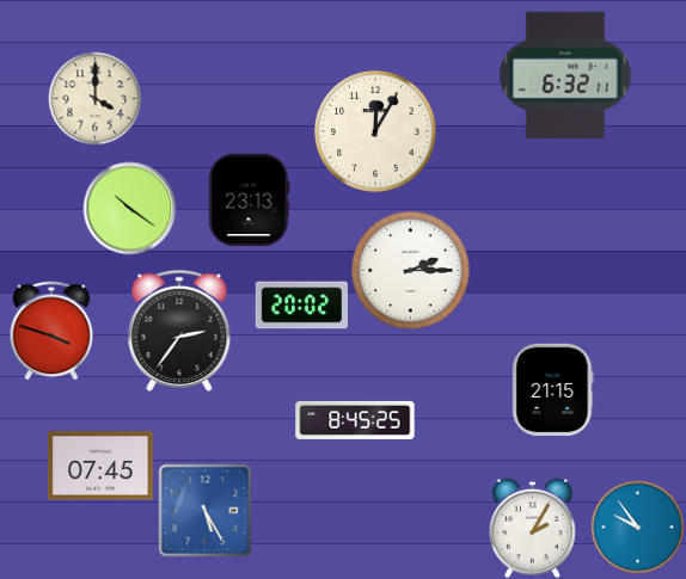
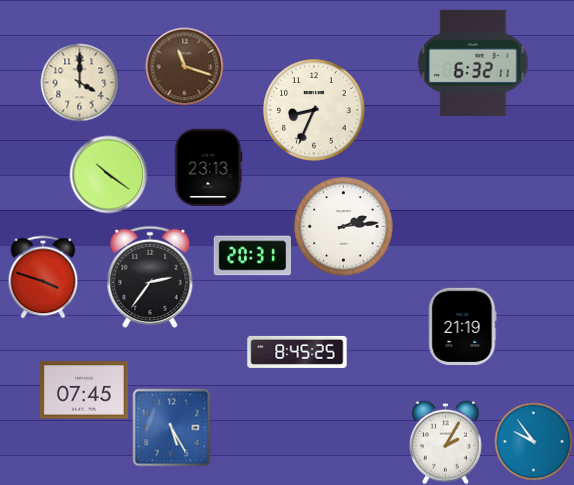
clock at (184, 66): none -> 11:18
clock at (375, 131): 12:05 -> 8:34
clock at (411, 271): 2:15 -> 2:14
clock at (301, 306): 20:02 -> 20:31
clock at (553, 389): 21:15 -> 21:19
